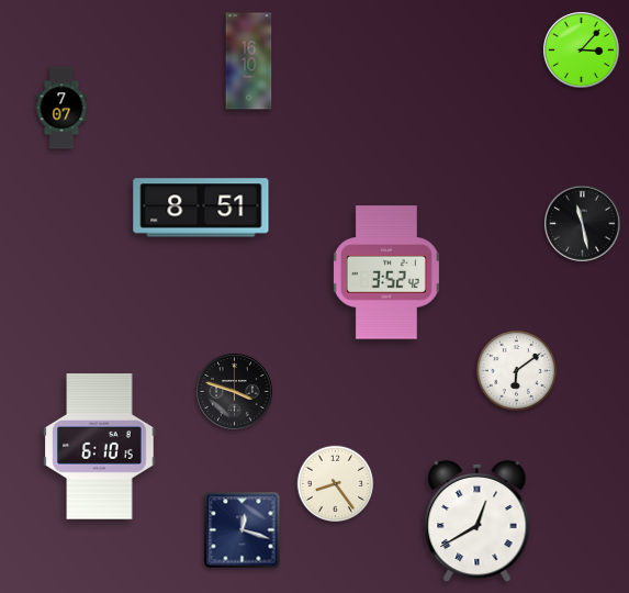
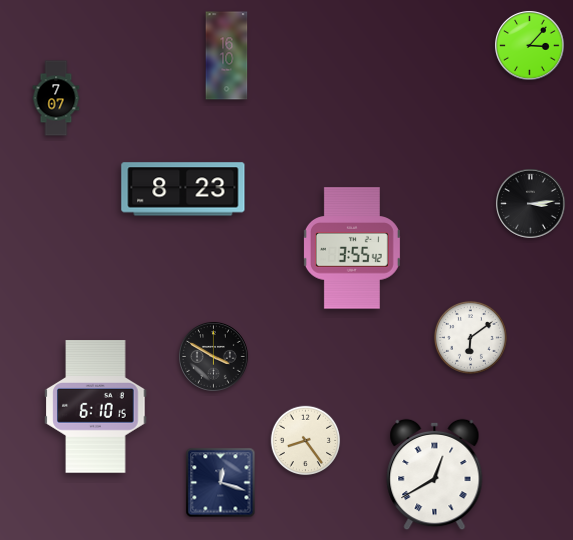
clock at (201, 208): 8:51 -> 8:23
clock at (583, 224): 11:28 -> 3:14
clock at (386, 272): 3:52 -> 3:55
clock at (235, 392): 3:48 -> 3:50
clock at (100, 447) position: (100, 447) -> (96, 407)
